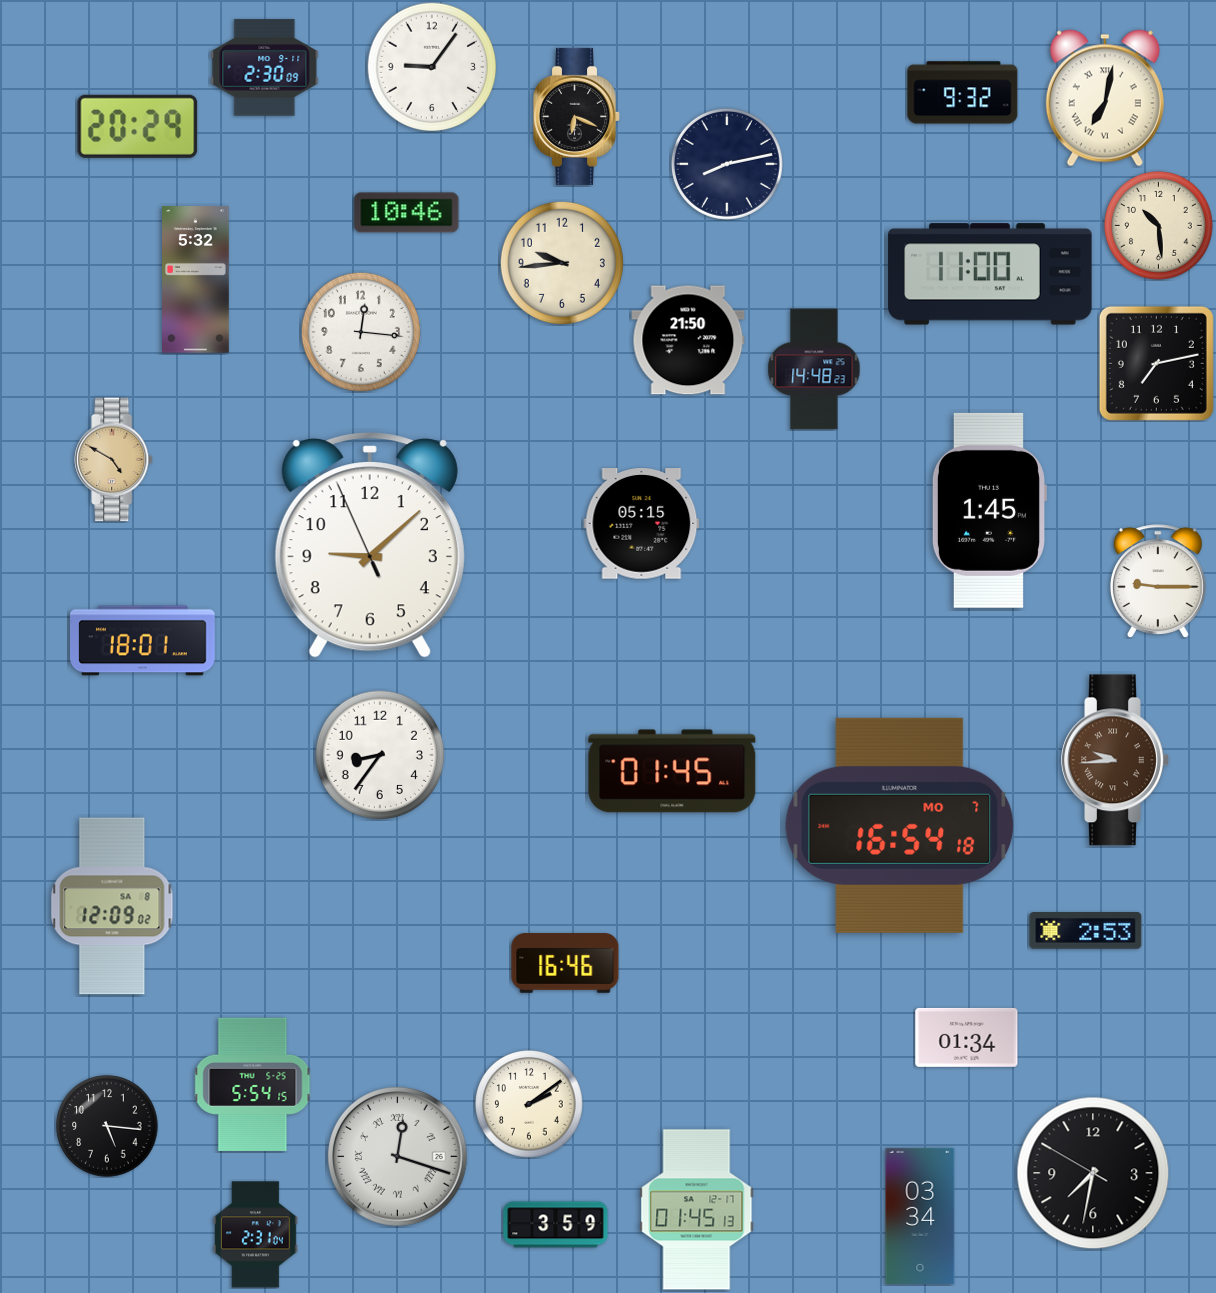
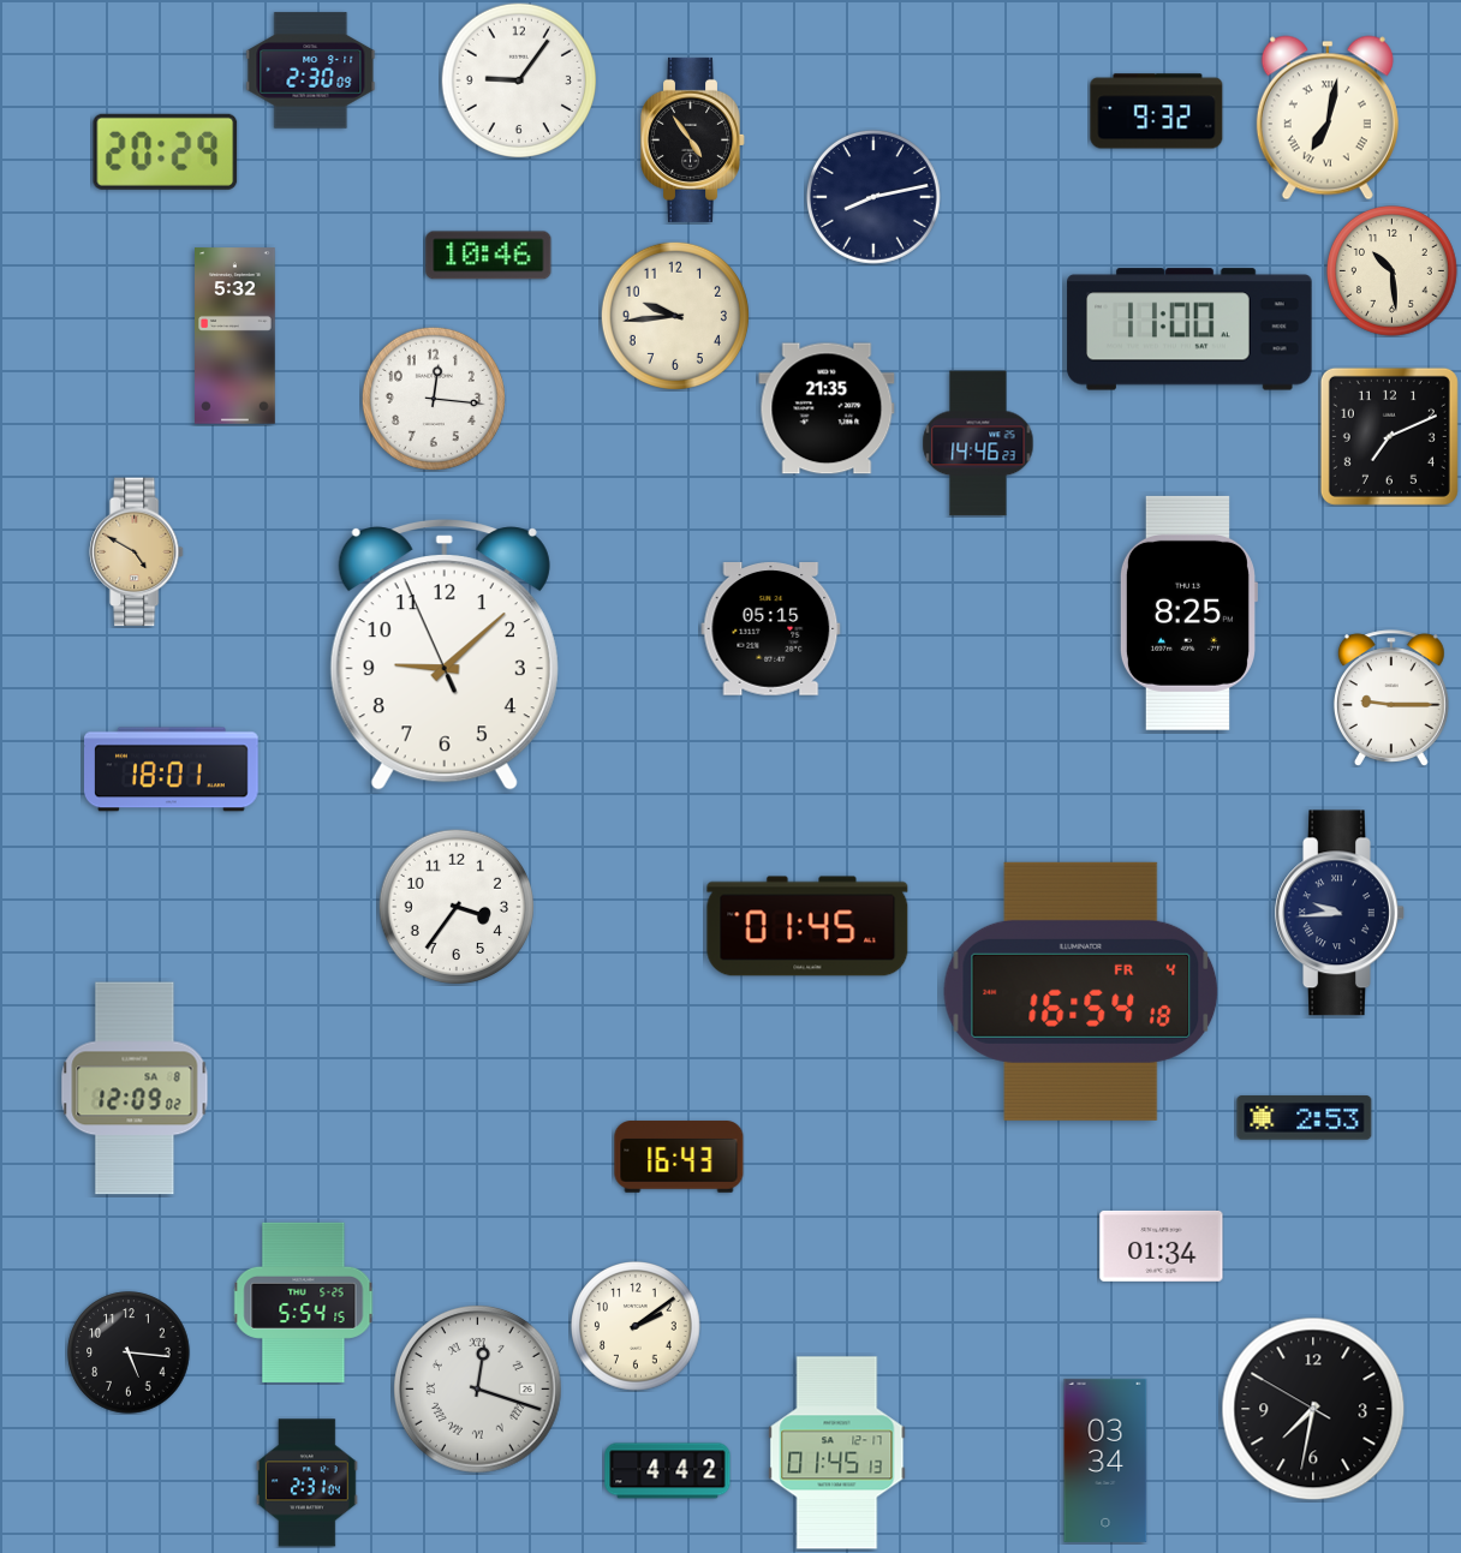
clock at (265, 68) position: (265, 68) -> (311, 71)
clock at (577, 116): 6:19 -> 4:54
clock at (688, 340): 21:50 -> 21:35
clock at (1156, 363): 7:13 -> 7:11
clock at (814, 369): 14:48 -> 14:46
clock at (989, 510): 1:45 -> 8:25
clock at (379, 754): 8:36 -> 3:36
clock at (1115, 760) dial: brown -> navy
clock at (900, 825) date: MO 7 -> FR 4
clock at (565, 963): 16:46 -> 16:43
clock at (556, 1225): 3:59 -> 4:42
